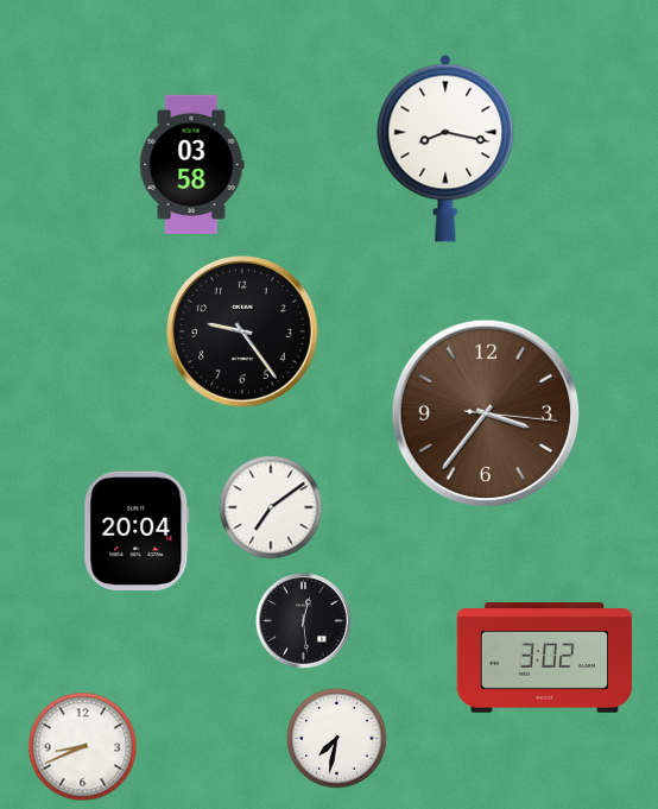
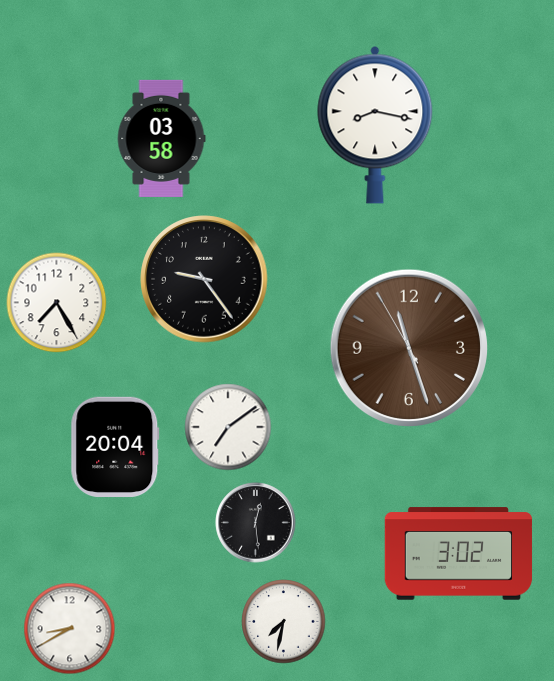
clock at (57, 303): none -> 7:25
clock at (485, 412): 3:36 -> 11:26
clock at (83, 747): 8:41 -> 8:40
